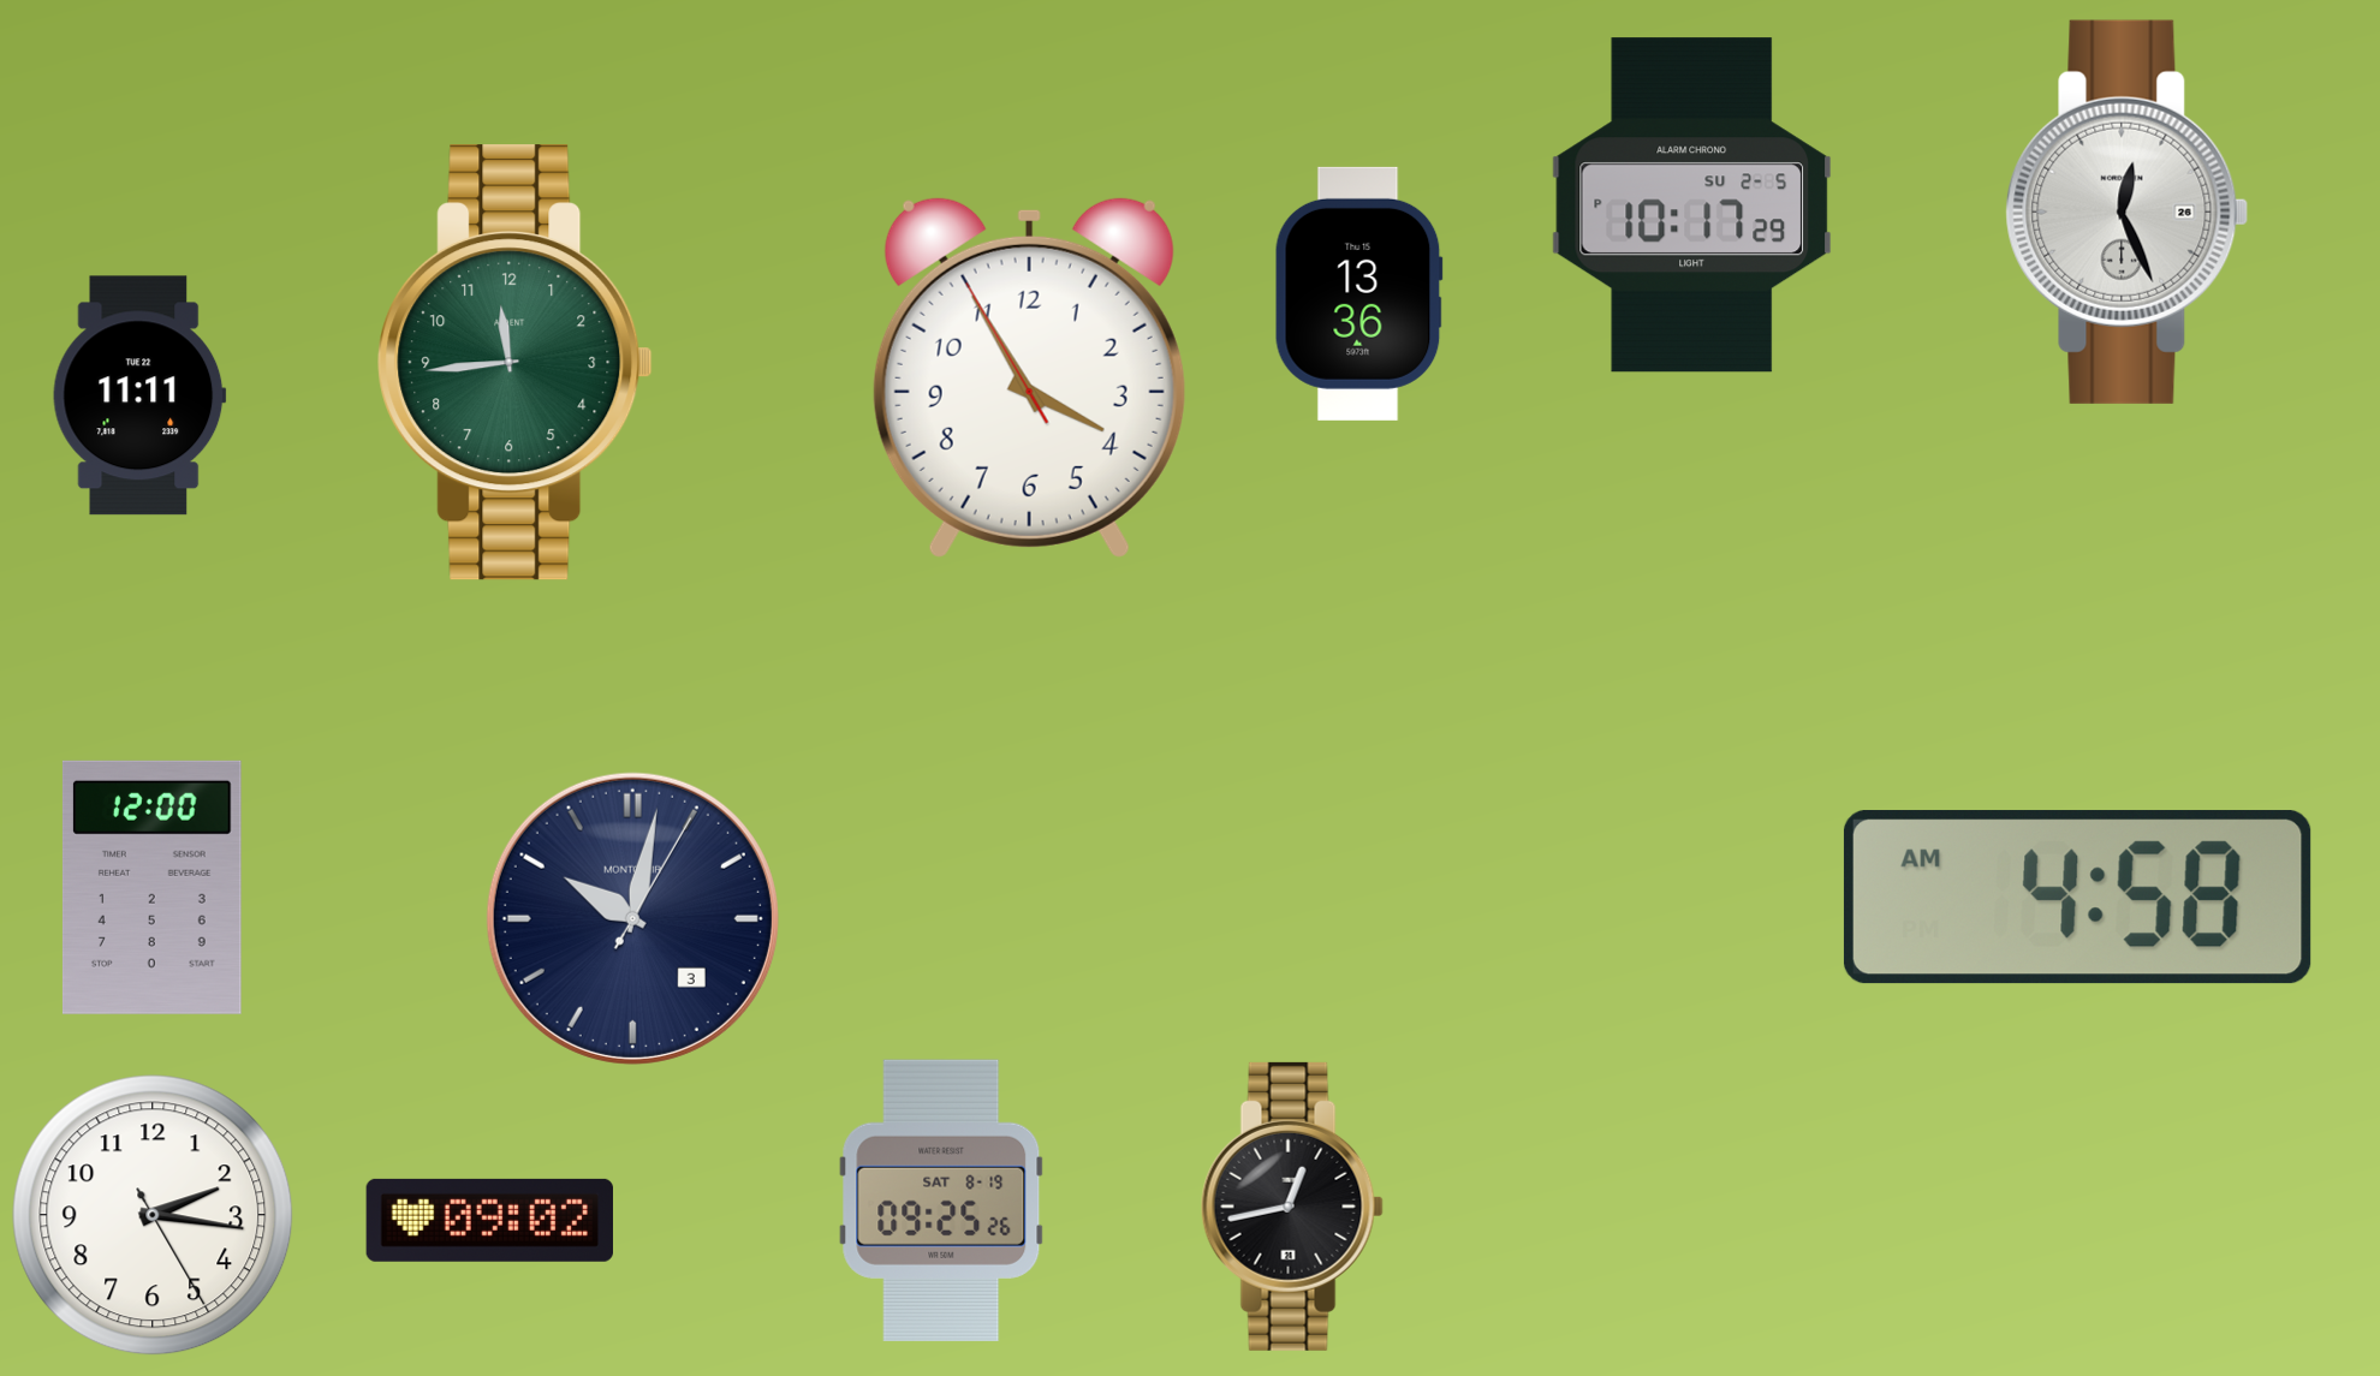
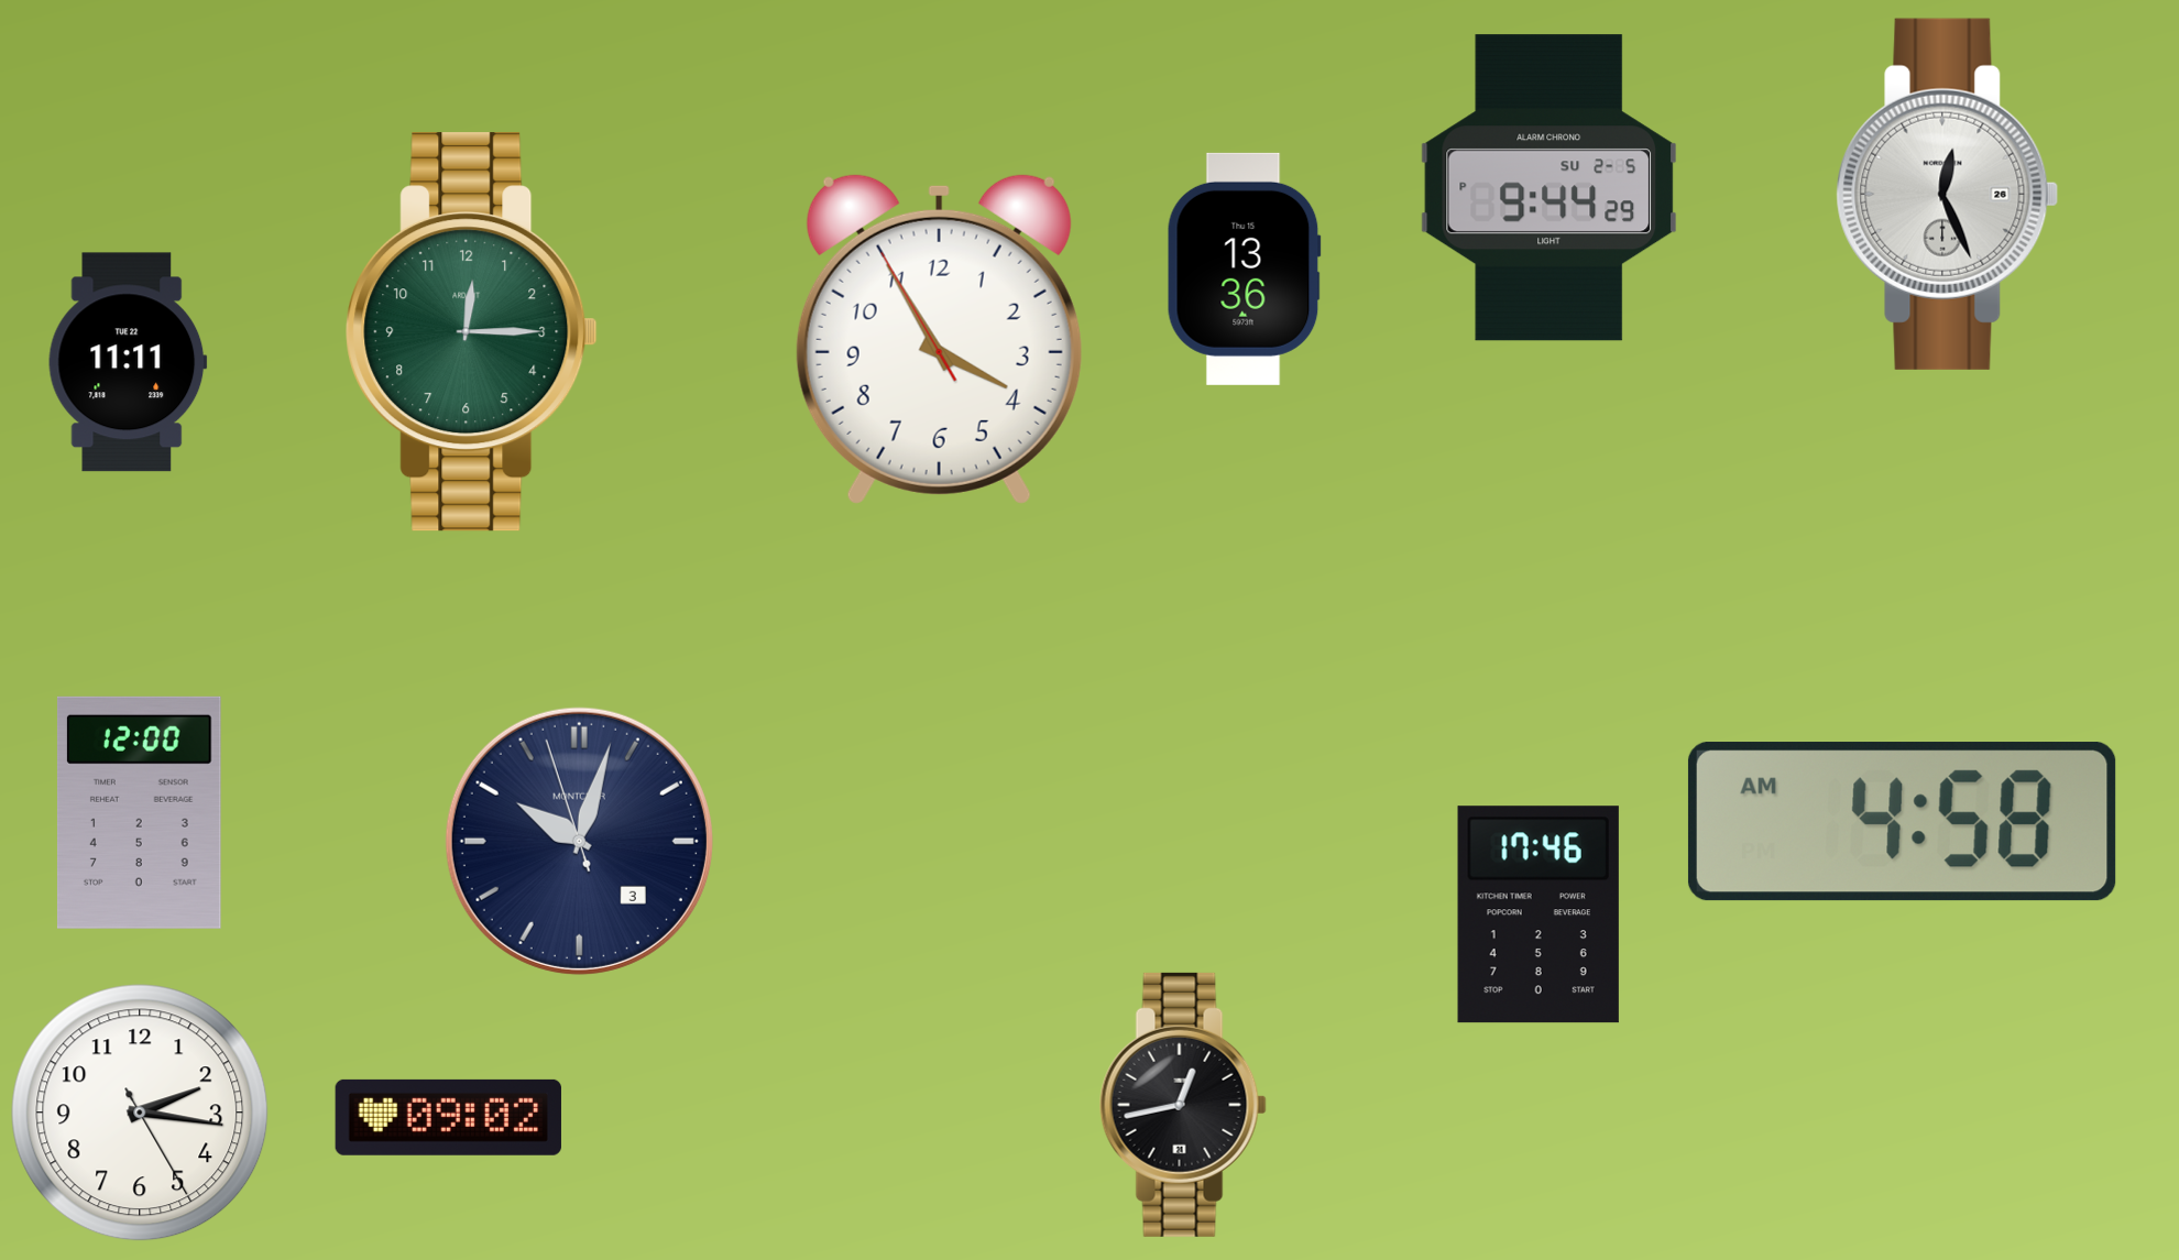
clock at (1692, 205): 10:17 -> 9:44
clock at (516, 363): 11:44 -> 12:15
clock at (1029, 377) position: (1029, 377) -> (939, 339)
clock at (632, 918): 10:02:05 -> 10:02:57
clock at (1539, 914): none -> 17:46
clock at (941, 1201): 09:25 -> none
